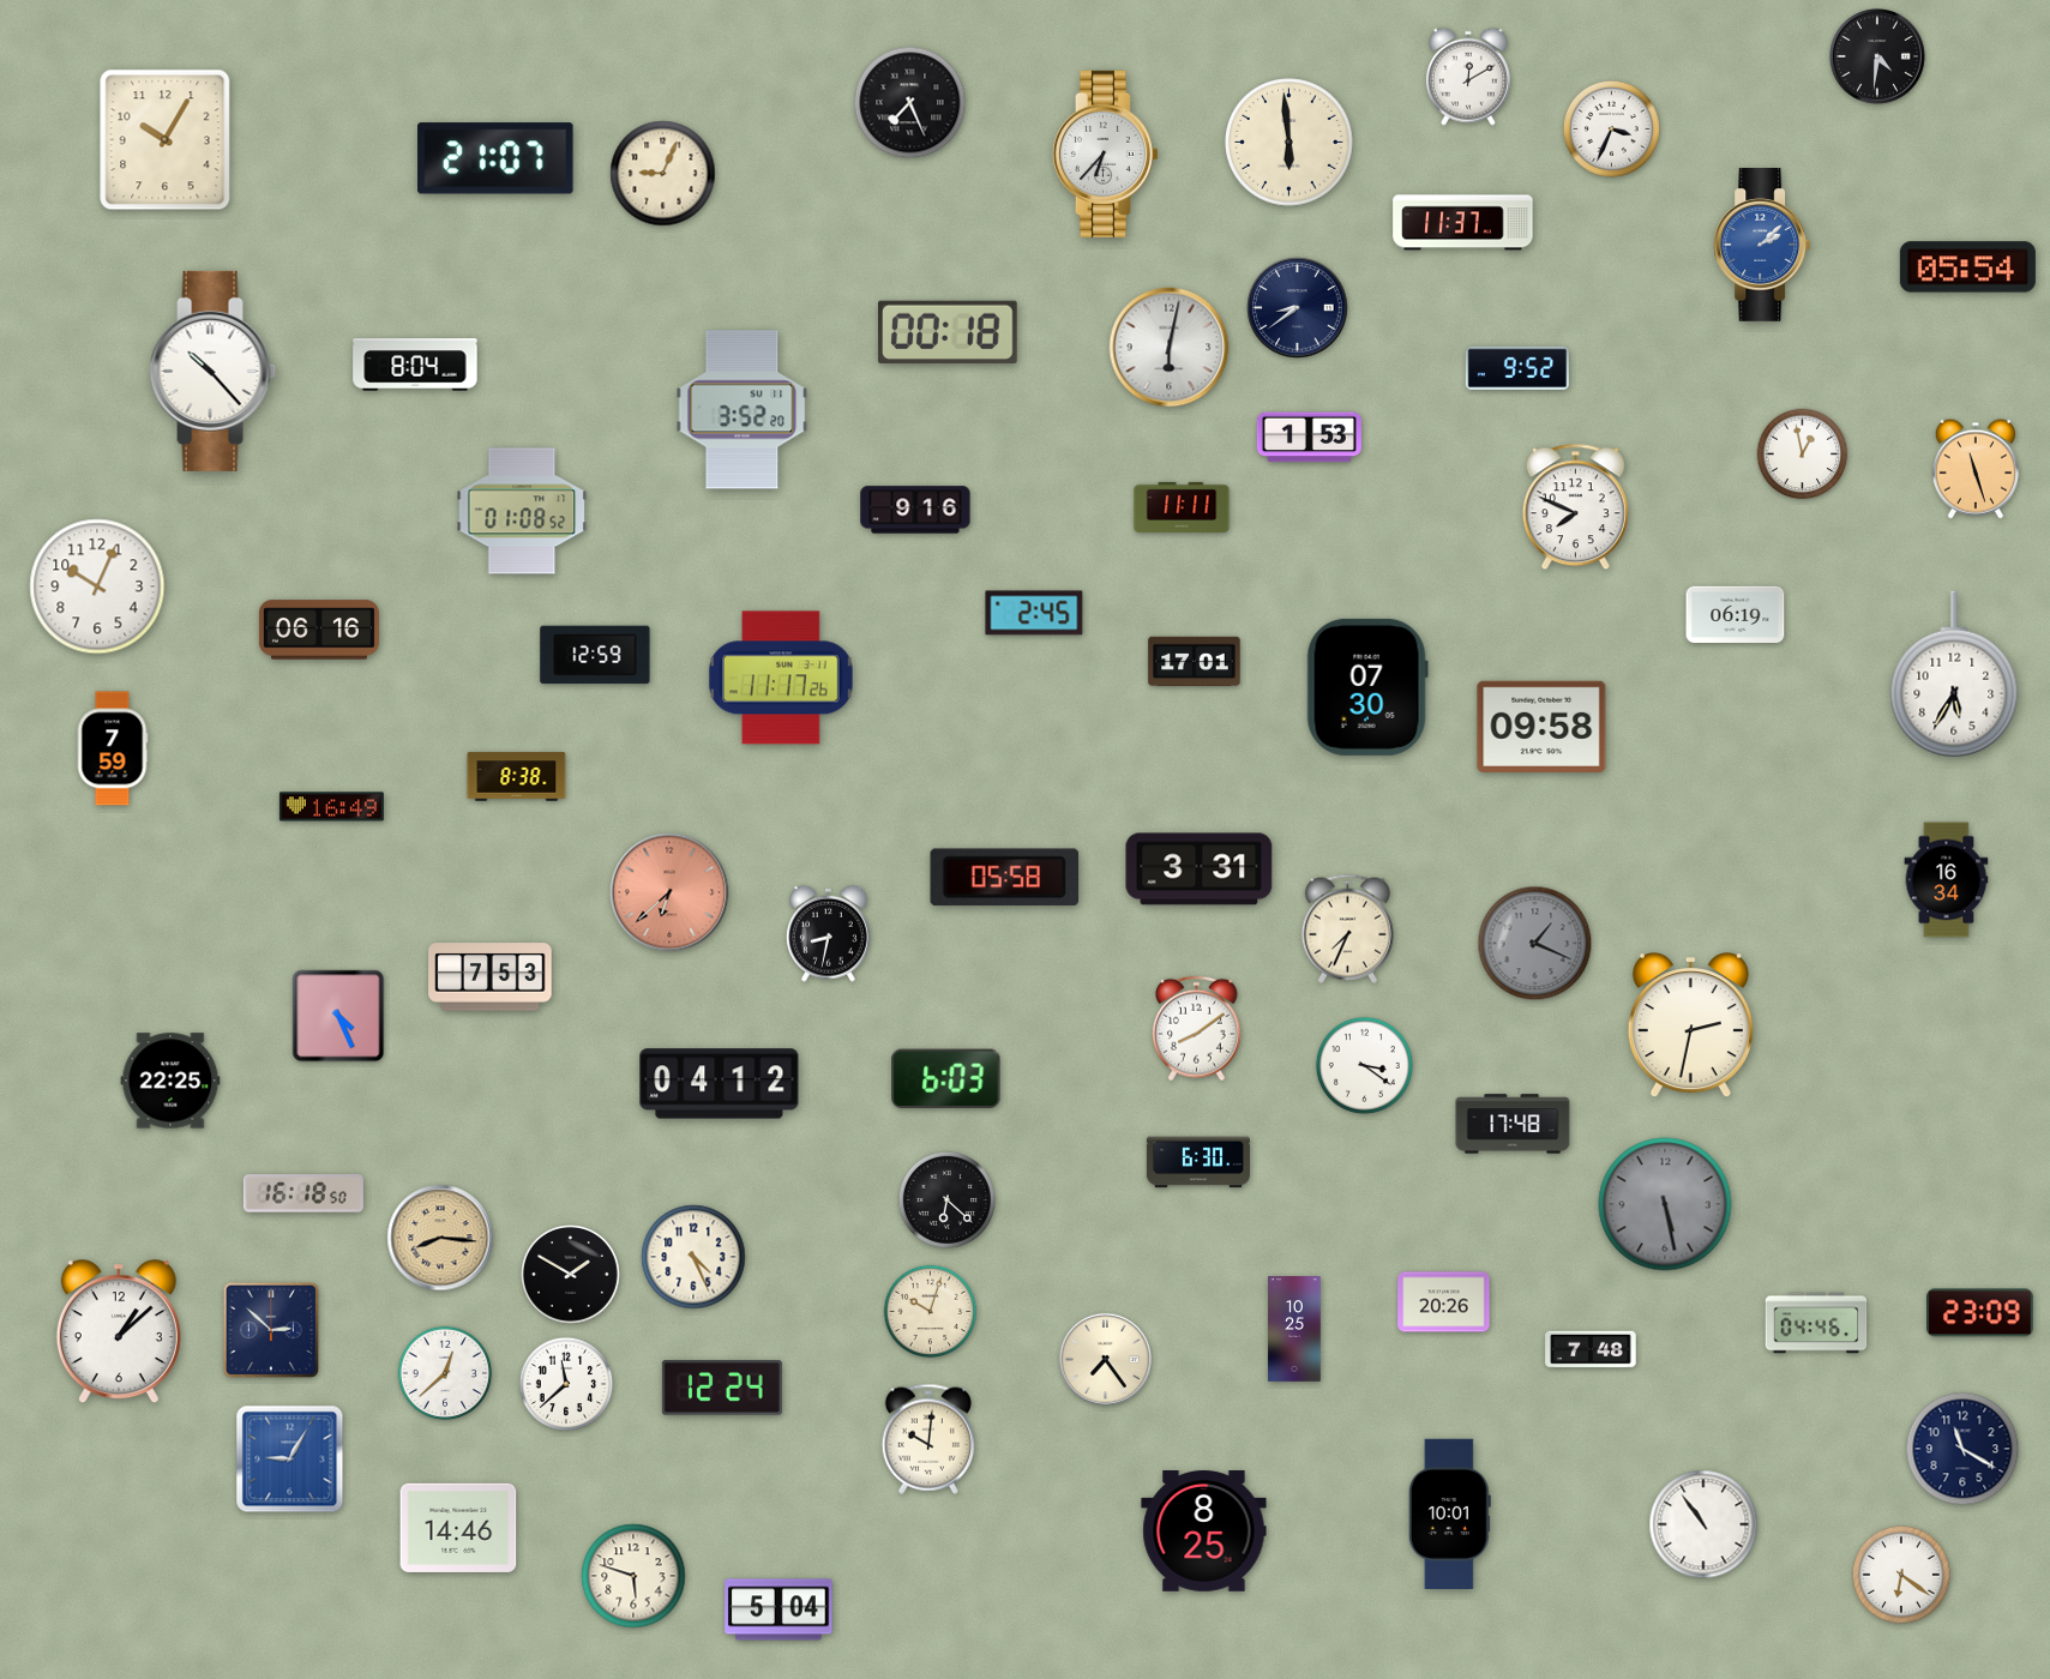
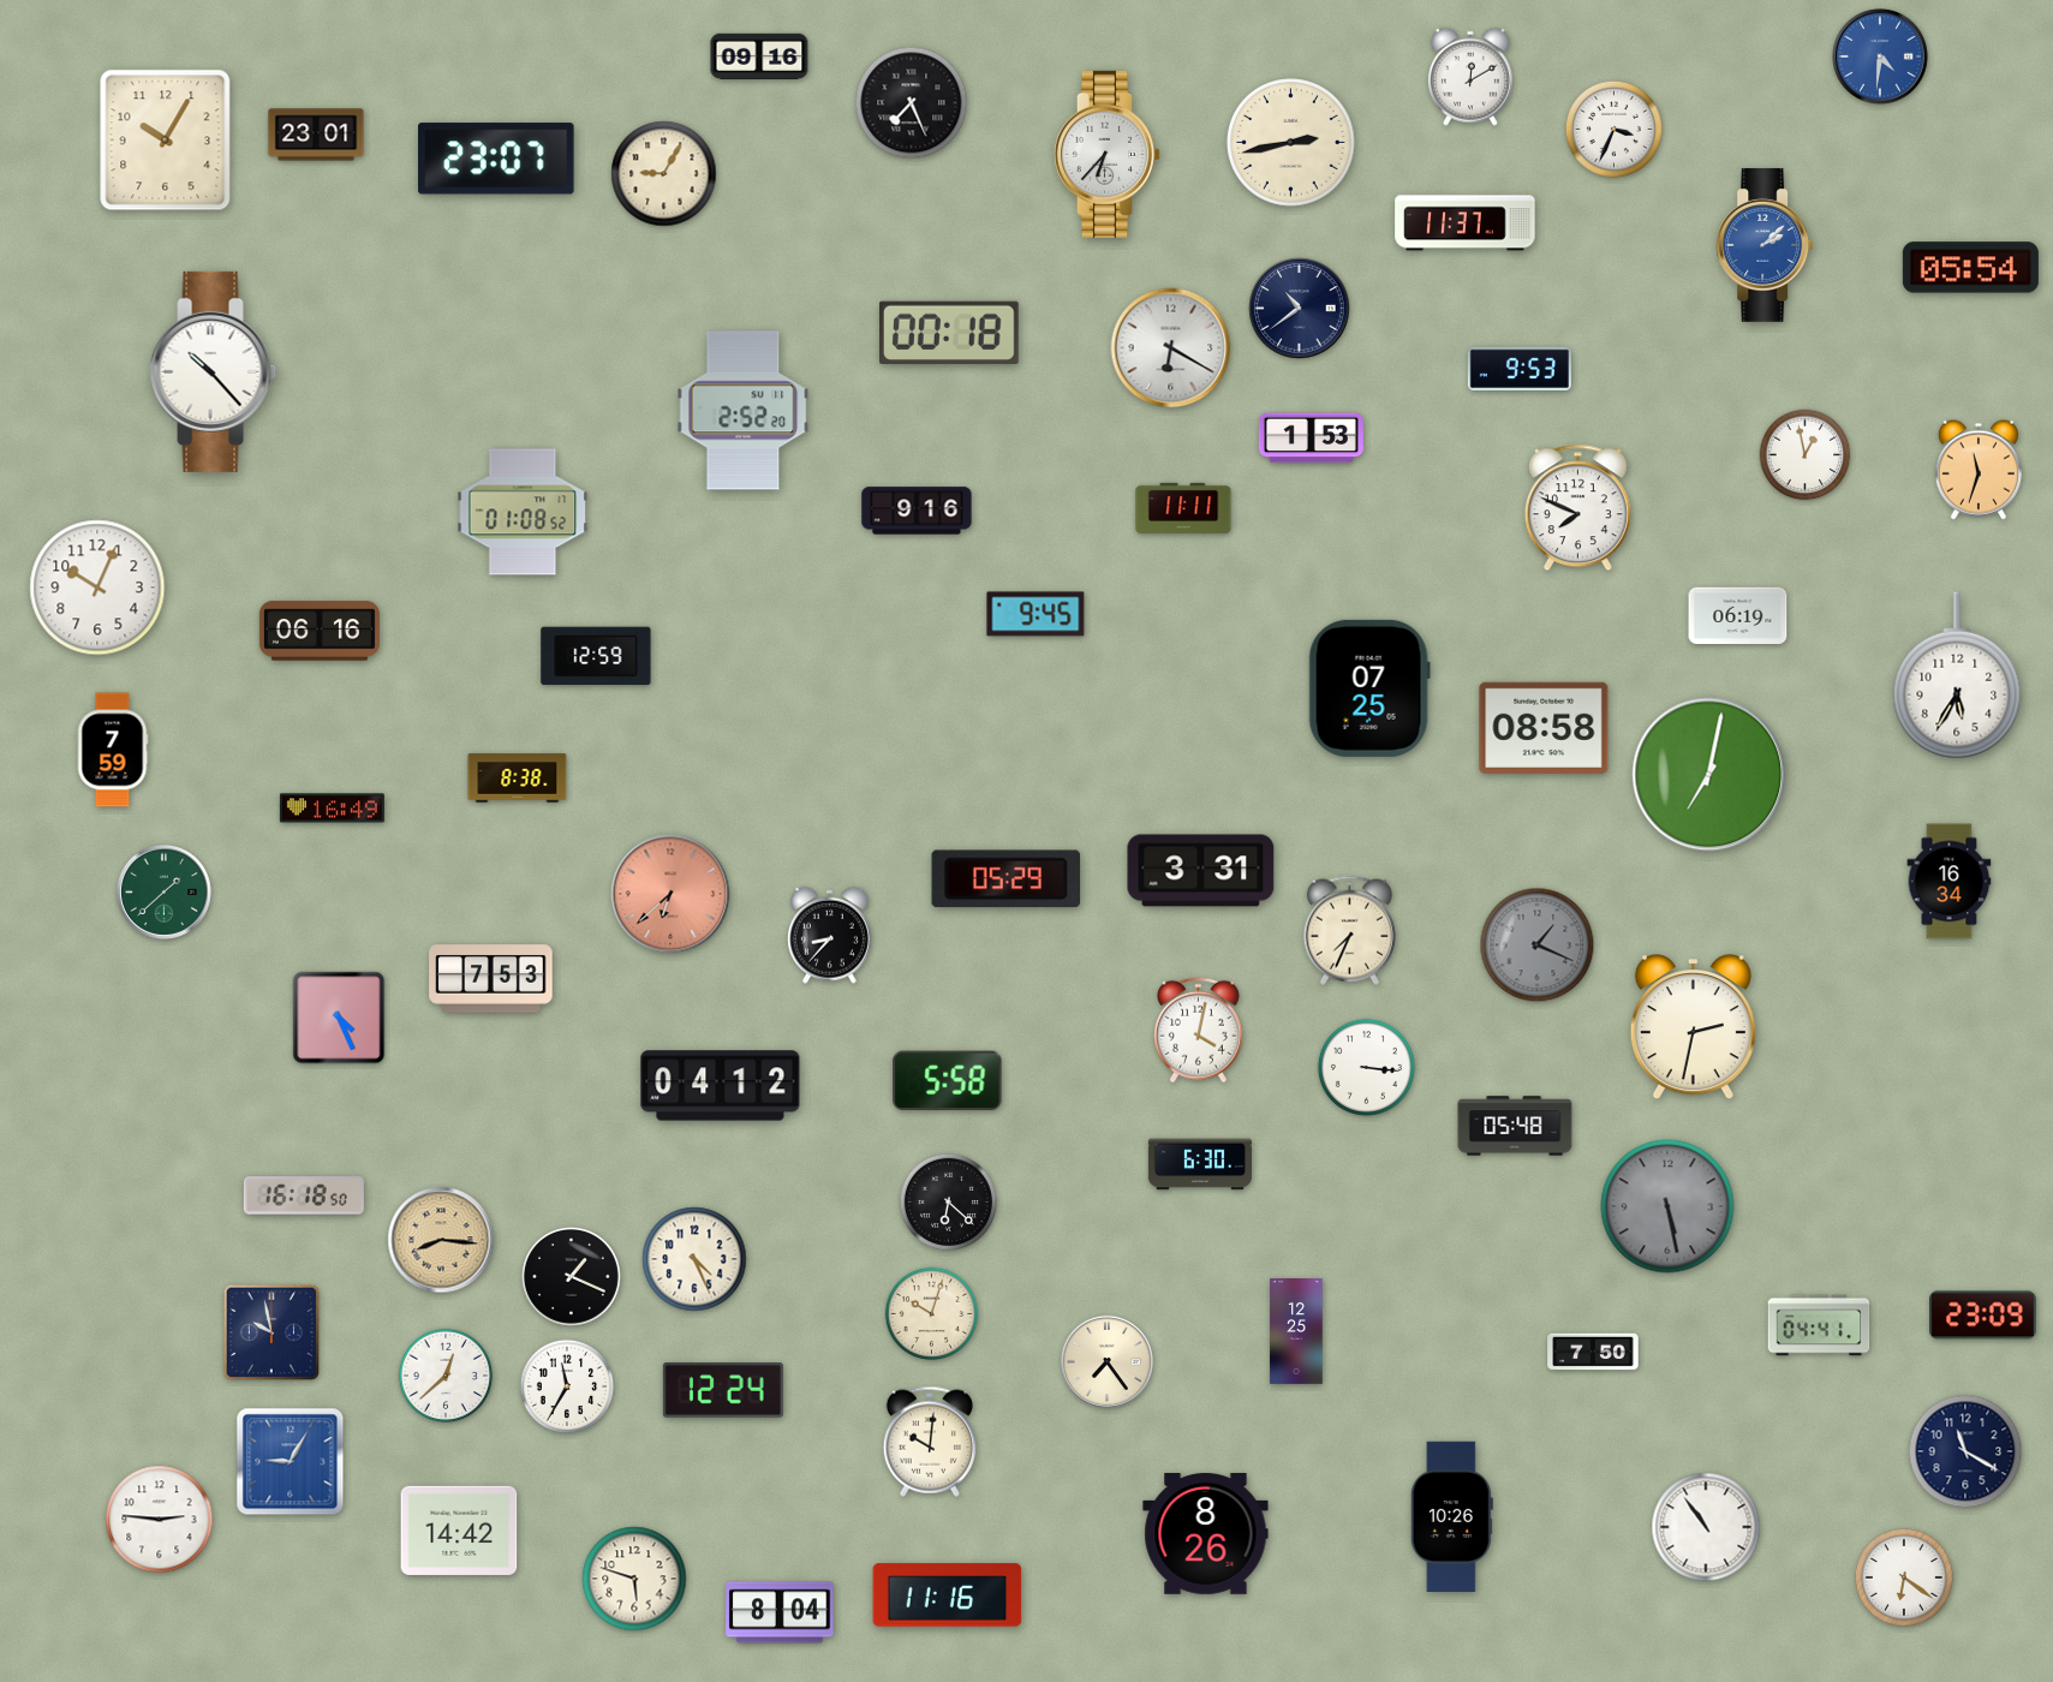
clock at (759, 56): none -> 09:16
clock at (1878, 58) dial: black -> blue
clock at (316, 135): none -> 23:01
clock at (1289, 143): 5:59 -> 2:43
clock at (497, 158): 21:07 -> 23:07
clock at (663, 174): 9:04 -> 9:05
clock at (1298, 308): 8:39 -> 10:39
clock at (1170, 348): 6:02 -> 6:20
clock at (415, 365): 8:04 -> none
clock at (1517, 368): 9:52 -> 9:53
clock at (743, 410): 3:52 -> 2:52
clock at (1976, 469): 11:27 -> 11:33
clock at (1034, 613): 2:45 -> 9:45
clock at (1195, 662): 17:01 -> none
clock at (781, 678): 11:17 -> none
clock at (1367, 687): 07:30 -> 07:25
clock at (1541, 727): 09:58 -> 08:58
clock at (1709, 775): none -> 7:02
clock at (1005, 878): 05:58 -> 05:29
clock at (163, 891): none -> 1:38
clock at (828, 933): 8:32 -> 8:37
clock at (1196, 1029): 8:09 -> 4:02
clock at (1364, 1065): 3:21 -> 3:16
clock at (946, 1078): 6:03 -> 5:58
clock at (170, 1081): 22:25 -> none
clock at (1513, 1124): 17:48 -> 05:48
clock at (571, 1275): 1:50 -> 1:19
clock at (1444, 1302): 20:26 -> none
clock at (1816, 1323): 04:46 -> 04:41
clock at (271, 1330): 2:52 -> 9:58
clock at (1294, 1330): 10:25 -> 12:25
clock at (119, 1332): 1:08 -> none
clock at (1591, 1349): 7:48 -> 7:50
clock at (566, 1384): 11:38 -> 11:35
clock at (1449, 1513): 10:01 -> 10:26
clock at (160, 1520): none -> 2:46
clock at (458, 1528): 14:46 -> 14:42
clock at (1204, 1531): 8:25 -> 8:26
clock at (948, 1595): none -> 11:16
clock at (778, 1609): 5:04 -> 8:04
